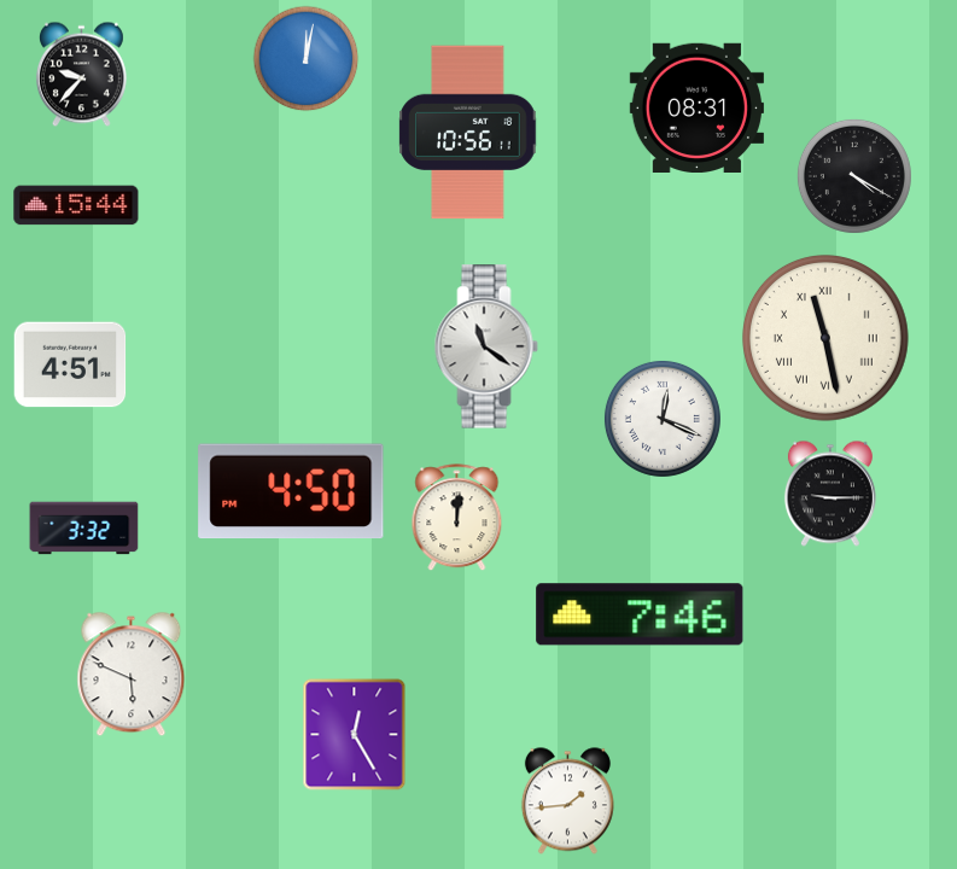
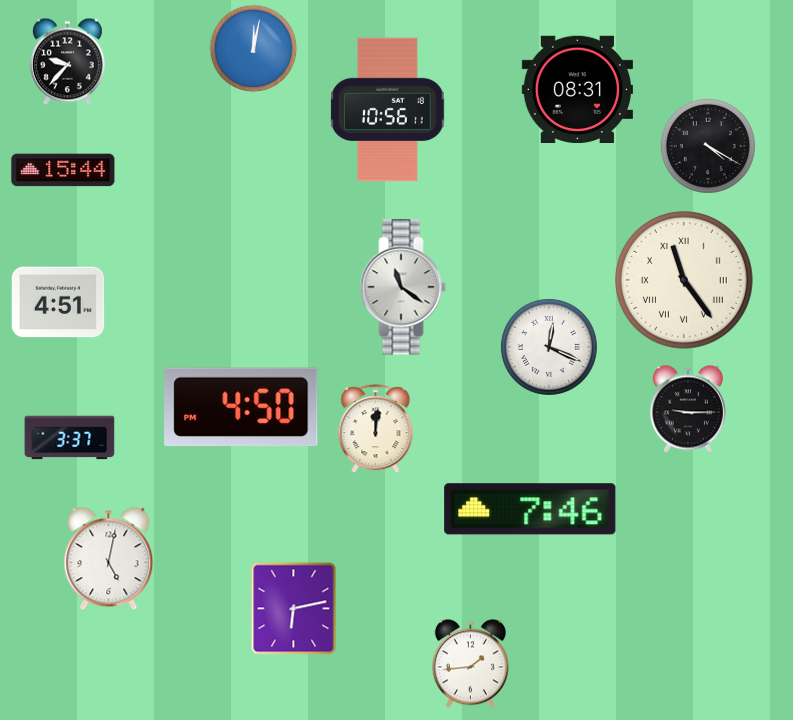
clock at (825, 338): 11:28 -> 11:24
clock at (457, 518) position: (457, 518) -> (376, 429)
clock at (84, 529): 3:32 -> 3:37
clock at (132, 675): 5:49 -> 5:02
clock at (355, 735): 12:25 -> 6:13
